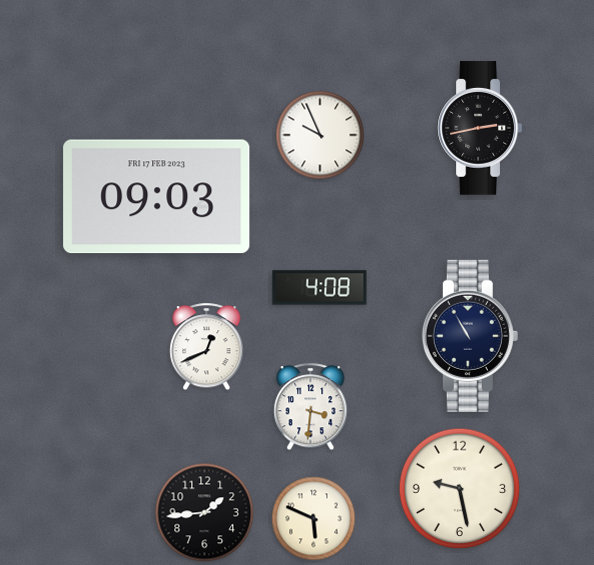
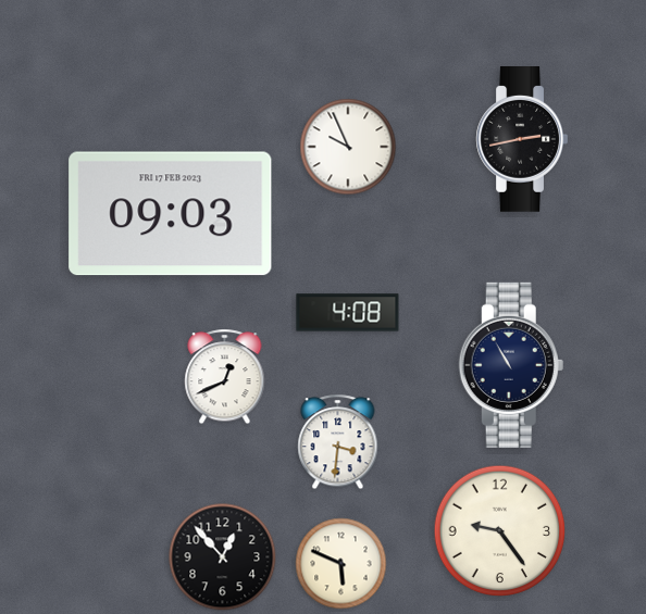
clock at (460, 489): 9:28 -> 9:24
clock at (205, 513): 1:44 -> 12:53
